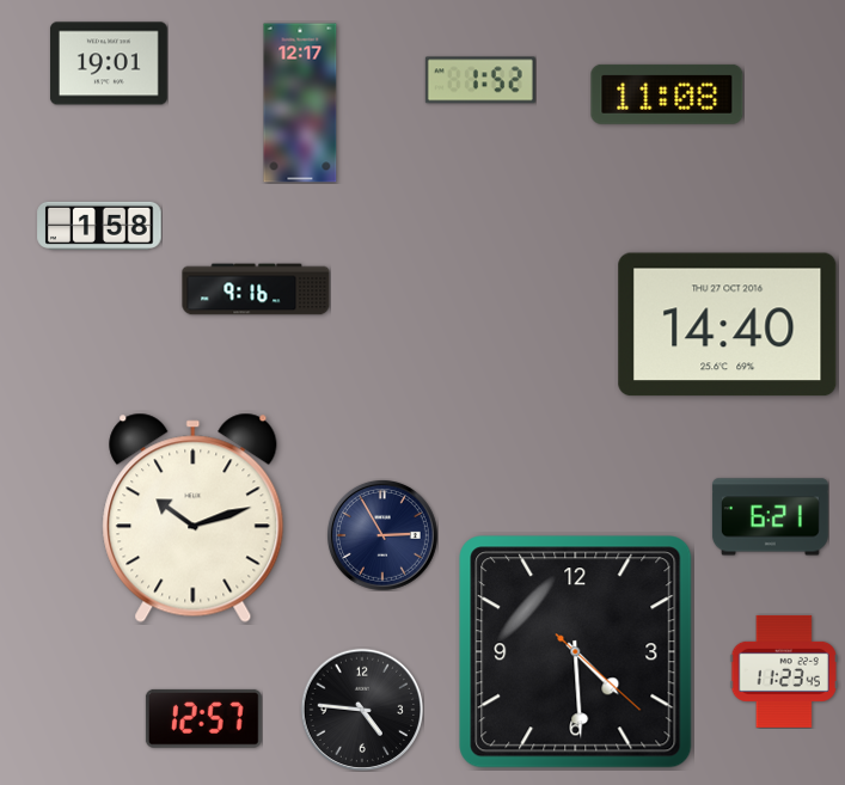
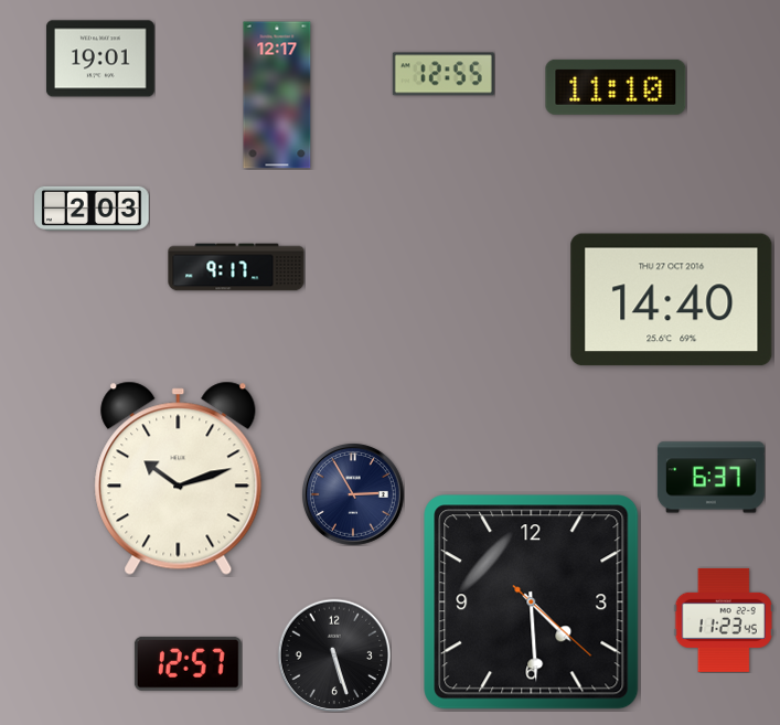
clock at (480, 80): 1:52 -> 12:55
clock at (667, 94): 11:08 -> 11:10
clock at (99, 226): 1:58 -> 2:03
clock at (256, 289): 9:16 -> 9:17
clock at (770, 517): 6:21 -> 6:37
clock at (362, 710): 4:46 -> 5:27
